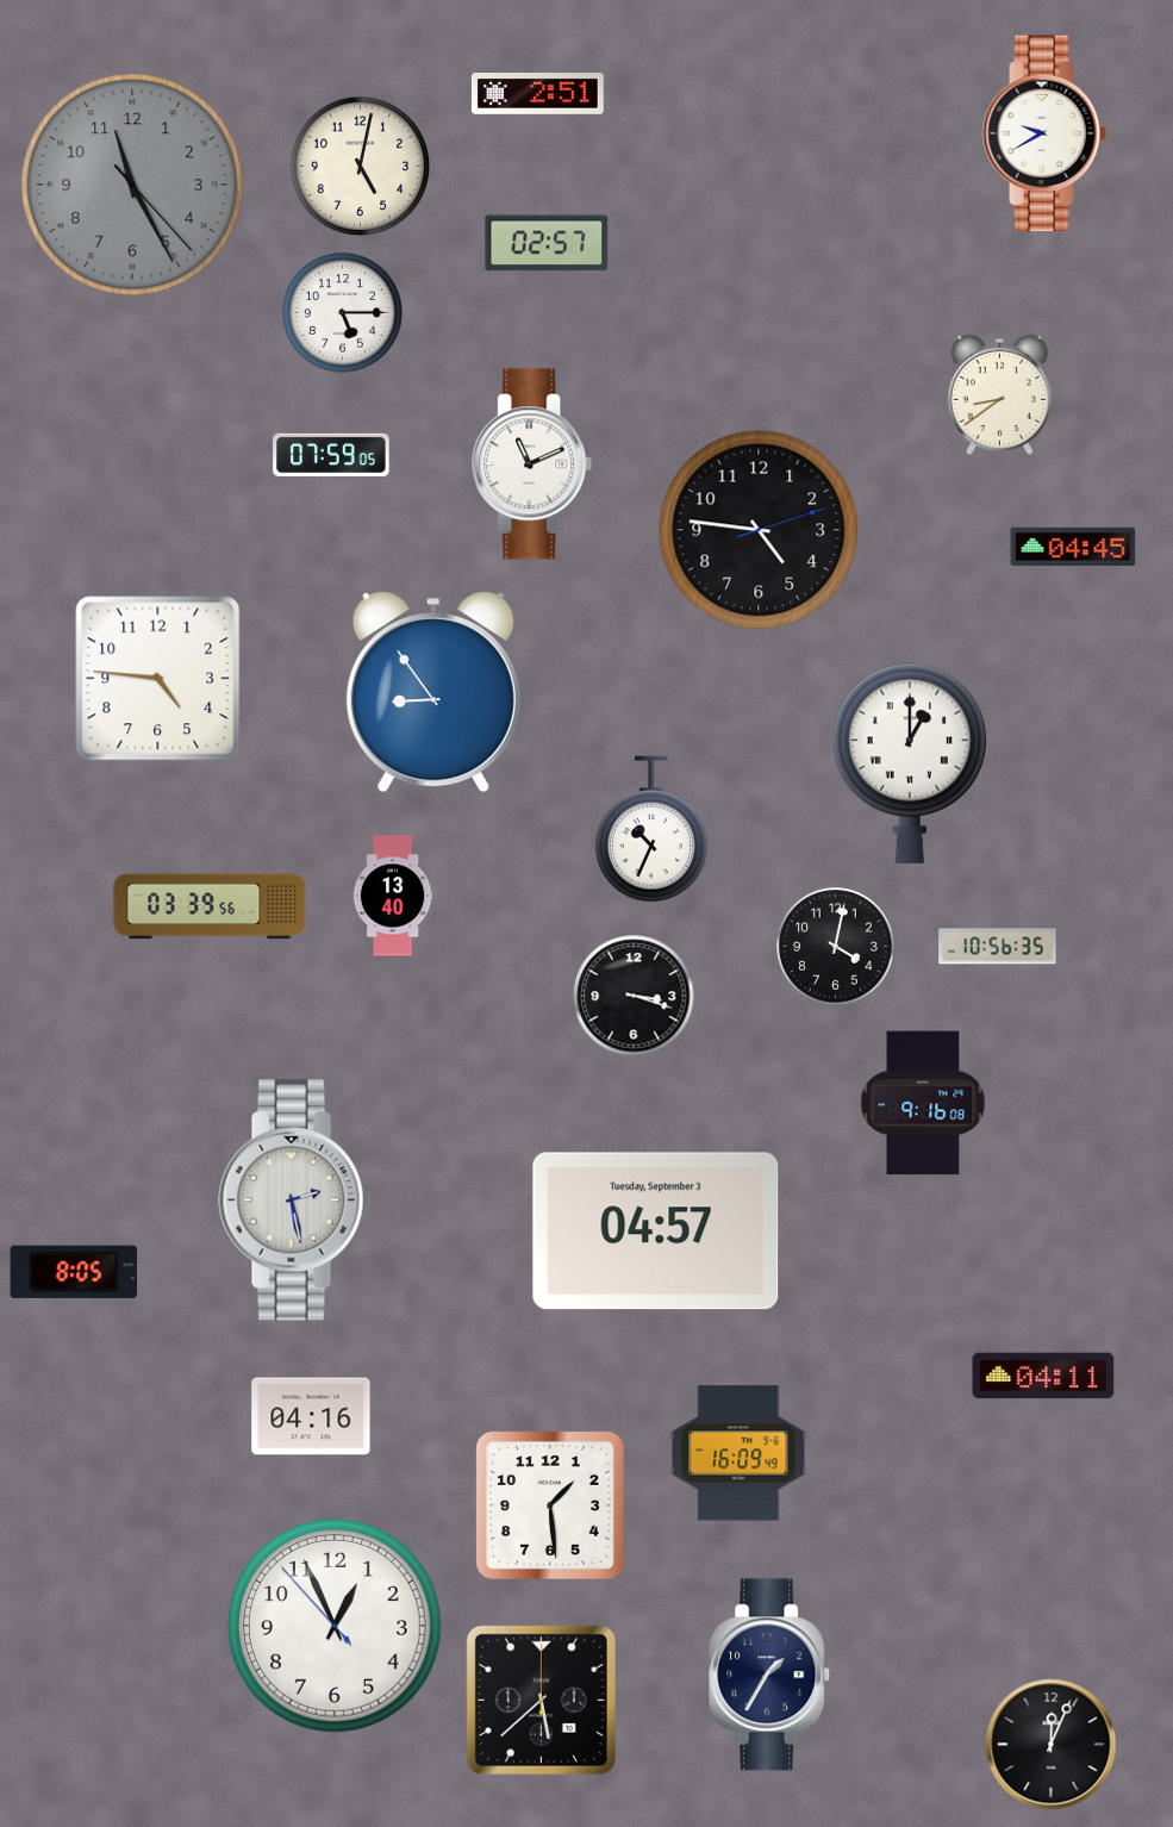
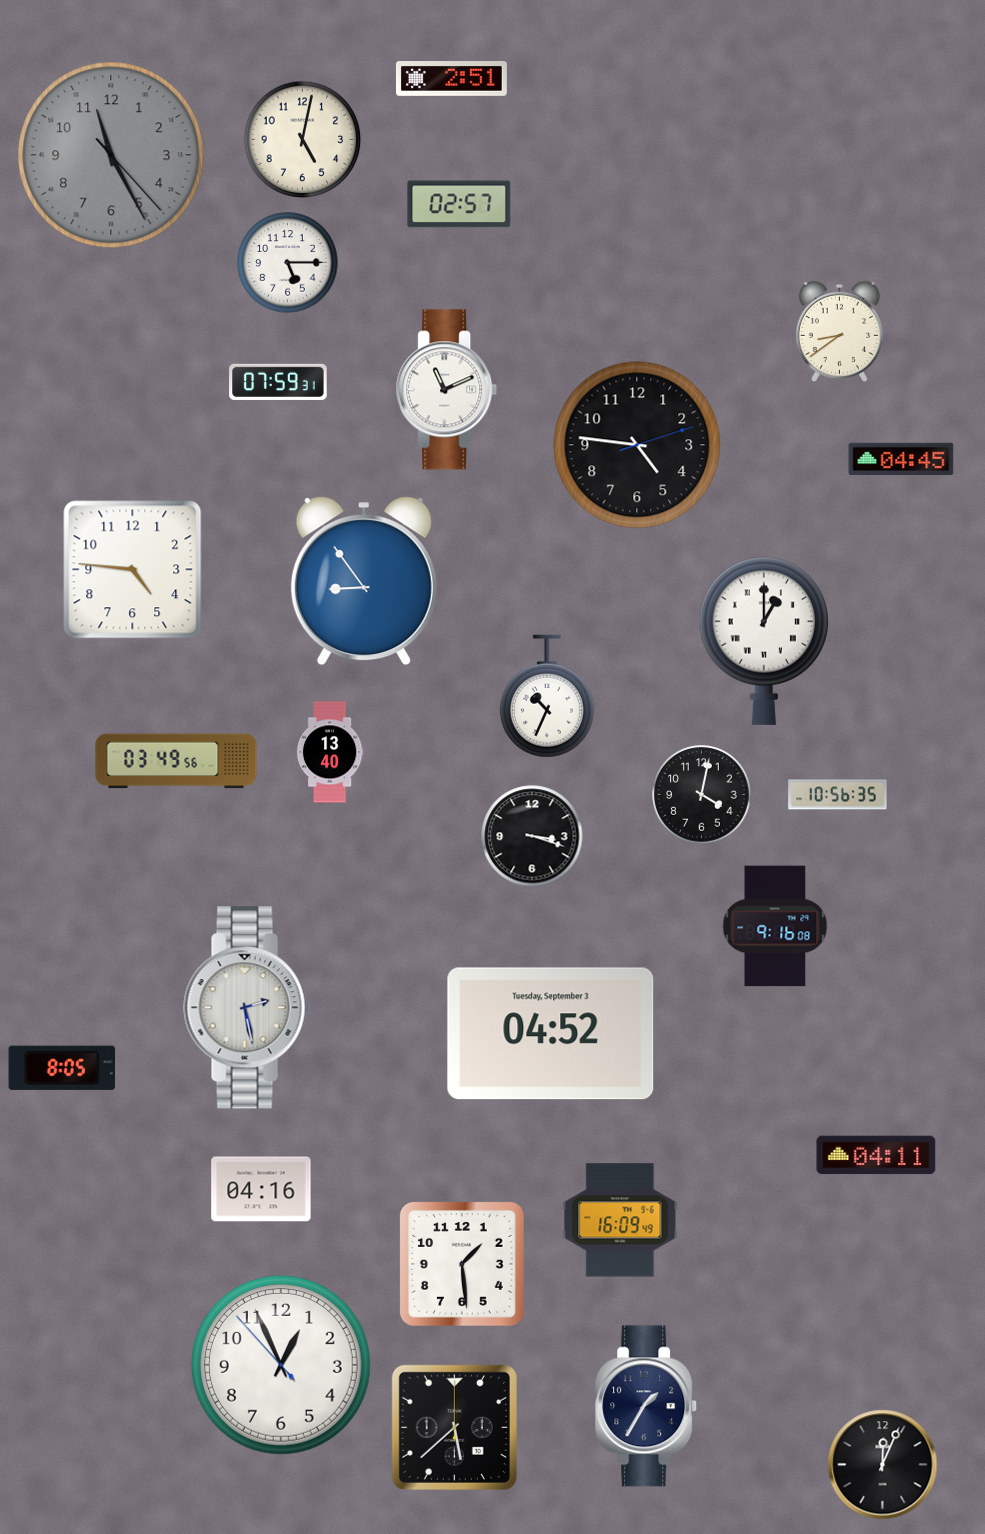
clock at (1044, 133): 9:40 -> none
clock at (331, 455): 07:59:05 -> 07:59:31
clock at (210, 906): 03:39 -> 03:49
clock at (656, 1231): 04:57 -> 04:52
